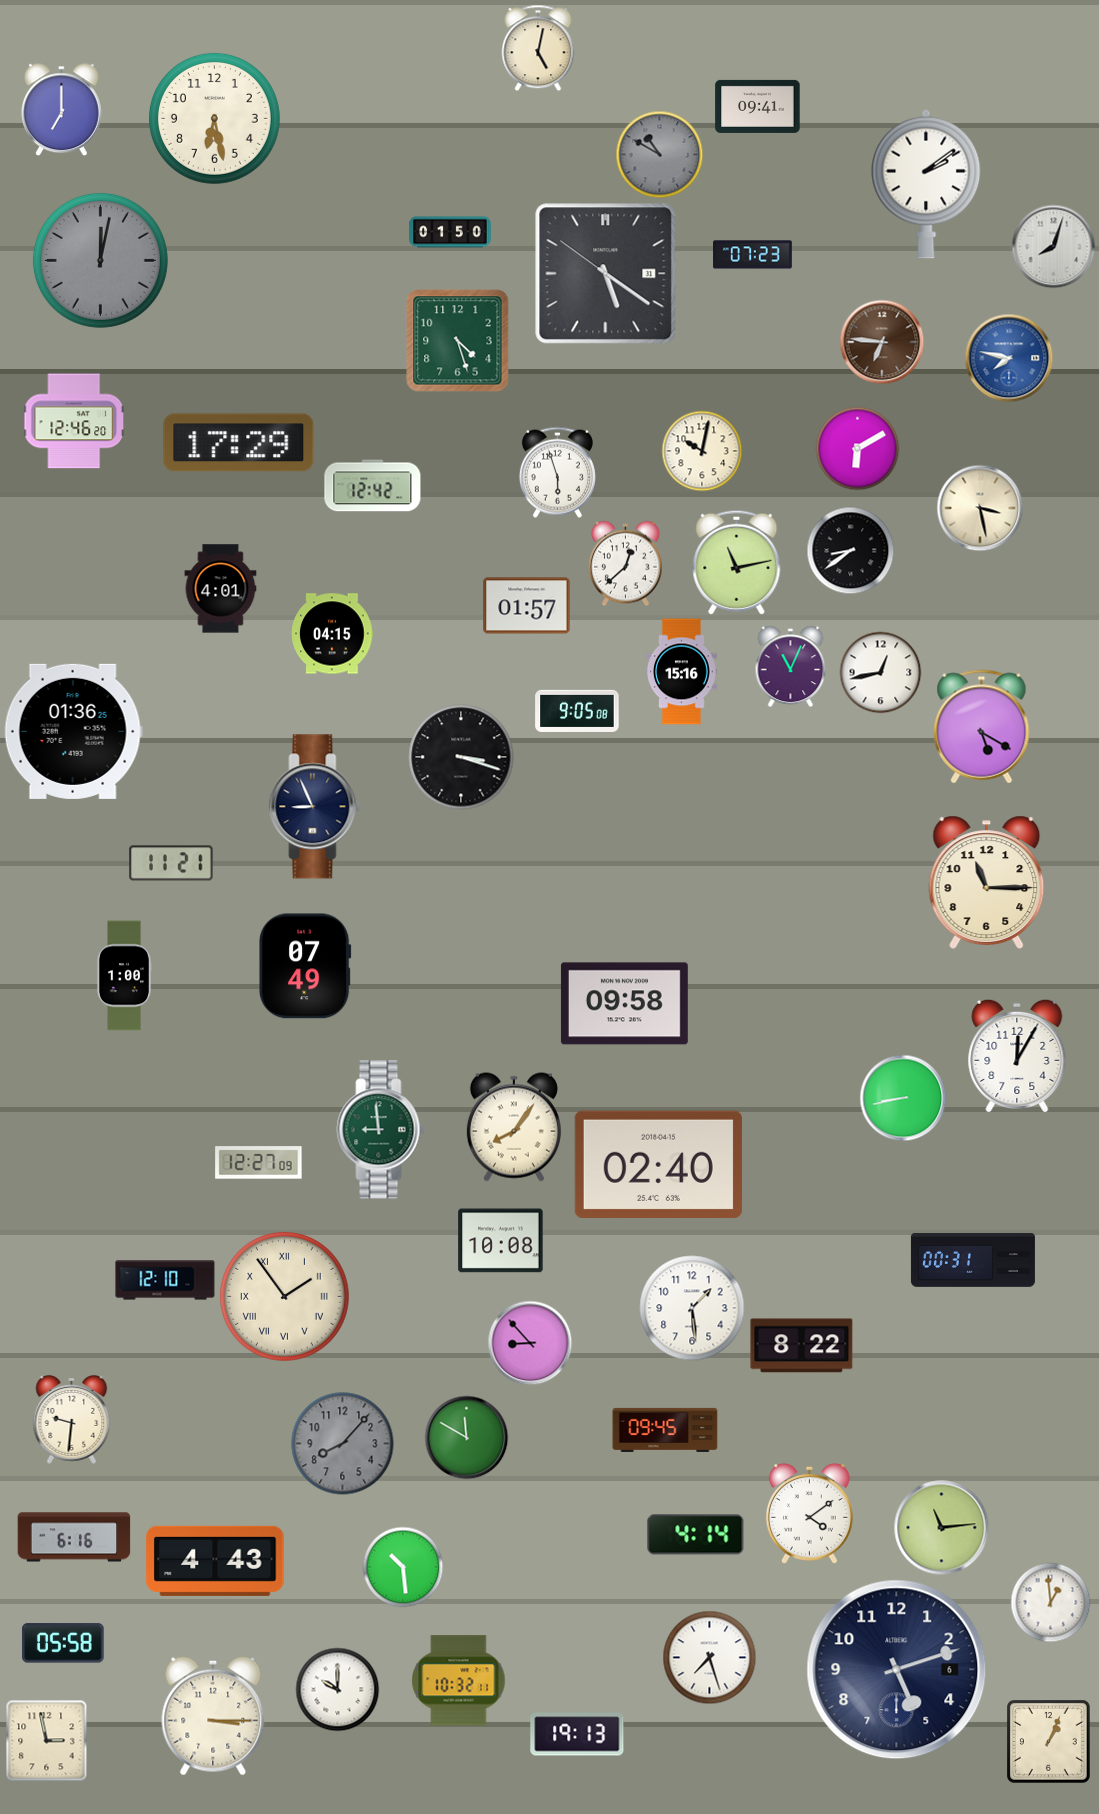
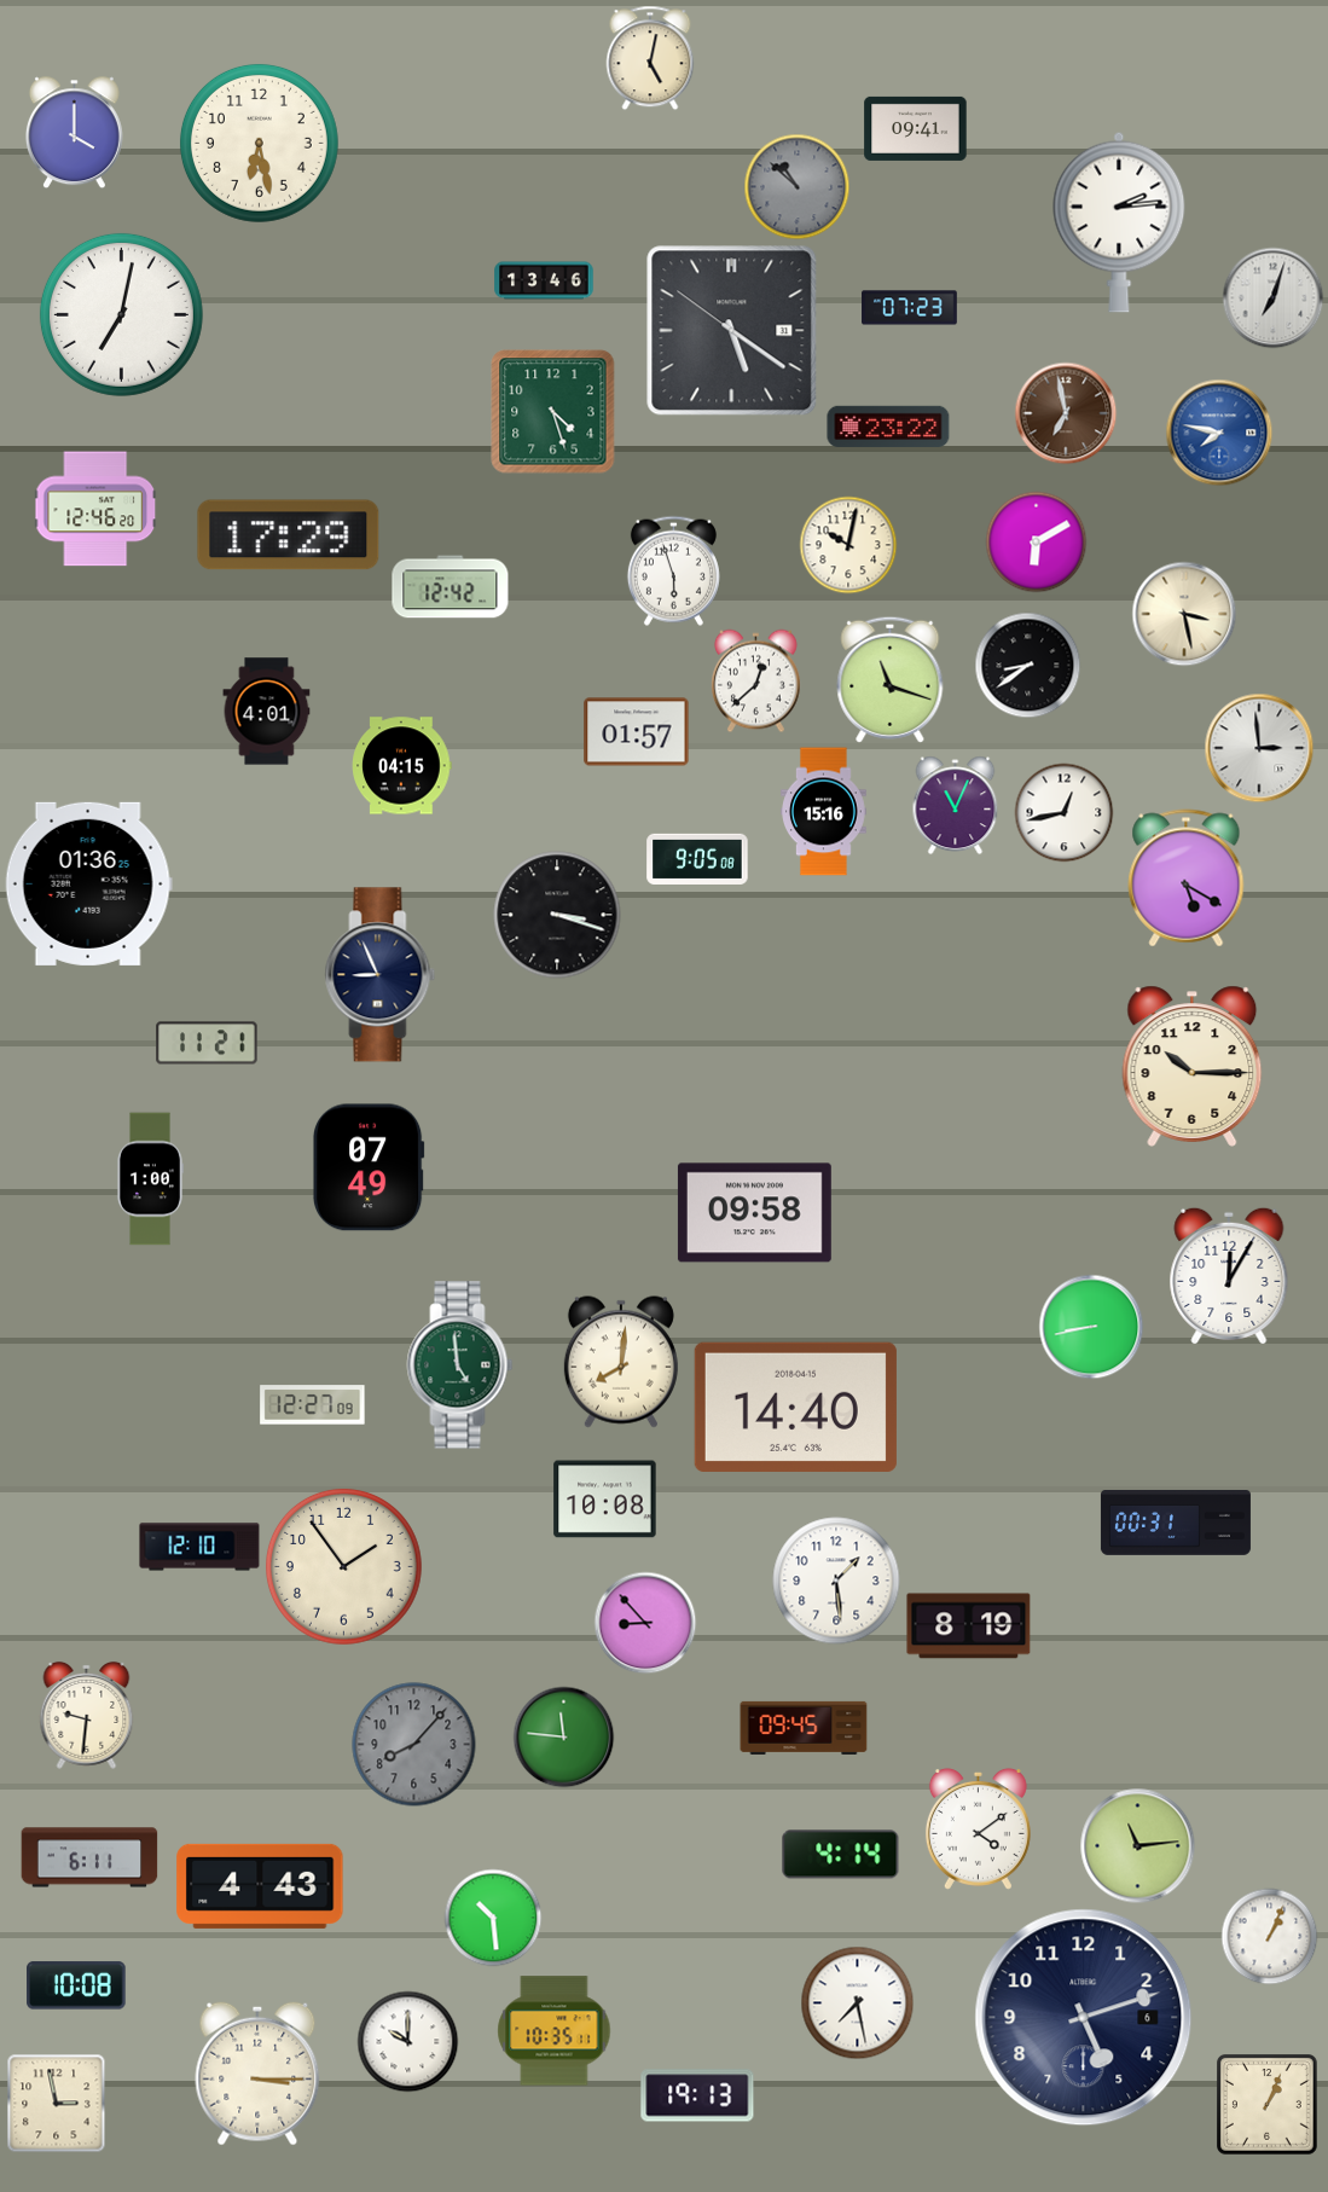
clock at (61, 109): 7:00 -> 4:00
clock at (659, 154): 10:50 -> 10:52
clock at (926, 184): 2:09 -> 2:14
clock at (450, 232): 01:50 -> 13:46
clock at (1053, 246): 8:03 -> 7:03
clock at (100, 260): 12:02 -> 7:02
clock at (100, 260) dial: grey -> white
clock at (882, 342): 6:46 -> 6:58
clock at (888, 425): none -> 23:22
clock at (74, 421) position: (74, 421) -> (95, 509)
clock at (737, 562): 11:13 -> 11:18
clock at (1259, 748): none -> 2:59
clock at (987, 882): 11:15 -> 10:15
clock at (514, 1127): 8:06 -> 8:01
clock at (381, 1130): 8:59 -> 4:59
clock at (658, 1164): 02:40 -> 14:40
clock at (284, 1296) numerals: Roman -> Arabic
clock at (530, 1343) position: (530, 1343) -> (645, 1623)
clock at (802, 1346): 8:22 -> 8:19
clock at (466, 1437): 11:50 -> 11:46
clock at (74, 1537): 6:16 -> 6:11
clock at (403, 1567) position: (403, 1567) -> (493, 1918)
clock at (1050, 1602): 12:59 -> 1:04
clock at (63, 1643): 05:58 -> 10:08
clock at (709, 1657): 7:27 -> 7:28
clock at (459, 1681): 10:32 -> 10:35
